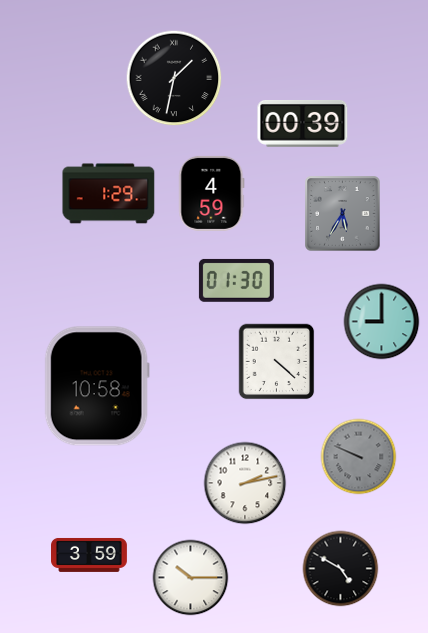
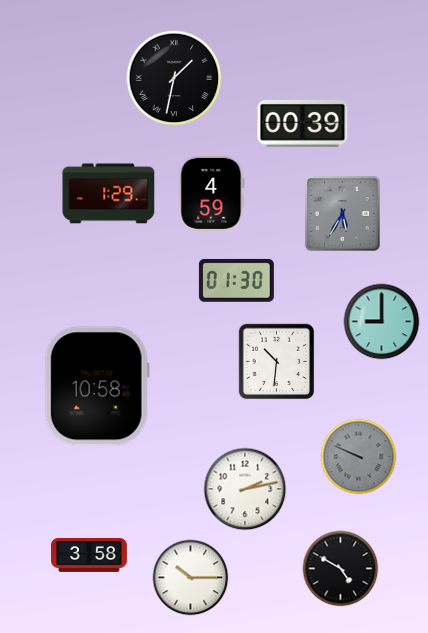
clock at (277, 362): 4:22 -> 10:31
clock at (245, 483) position: (245, 483) -> (245, 489)
clock at (90, 555): 3:59 -> 3:58
